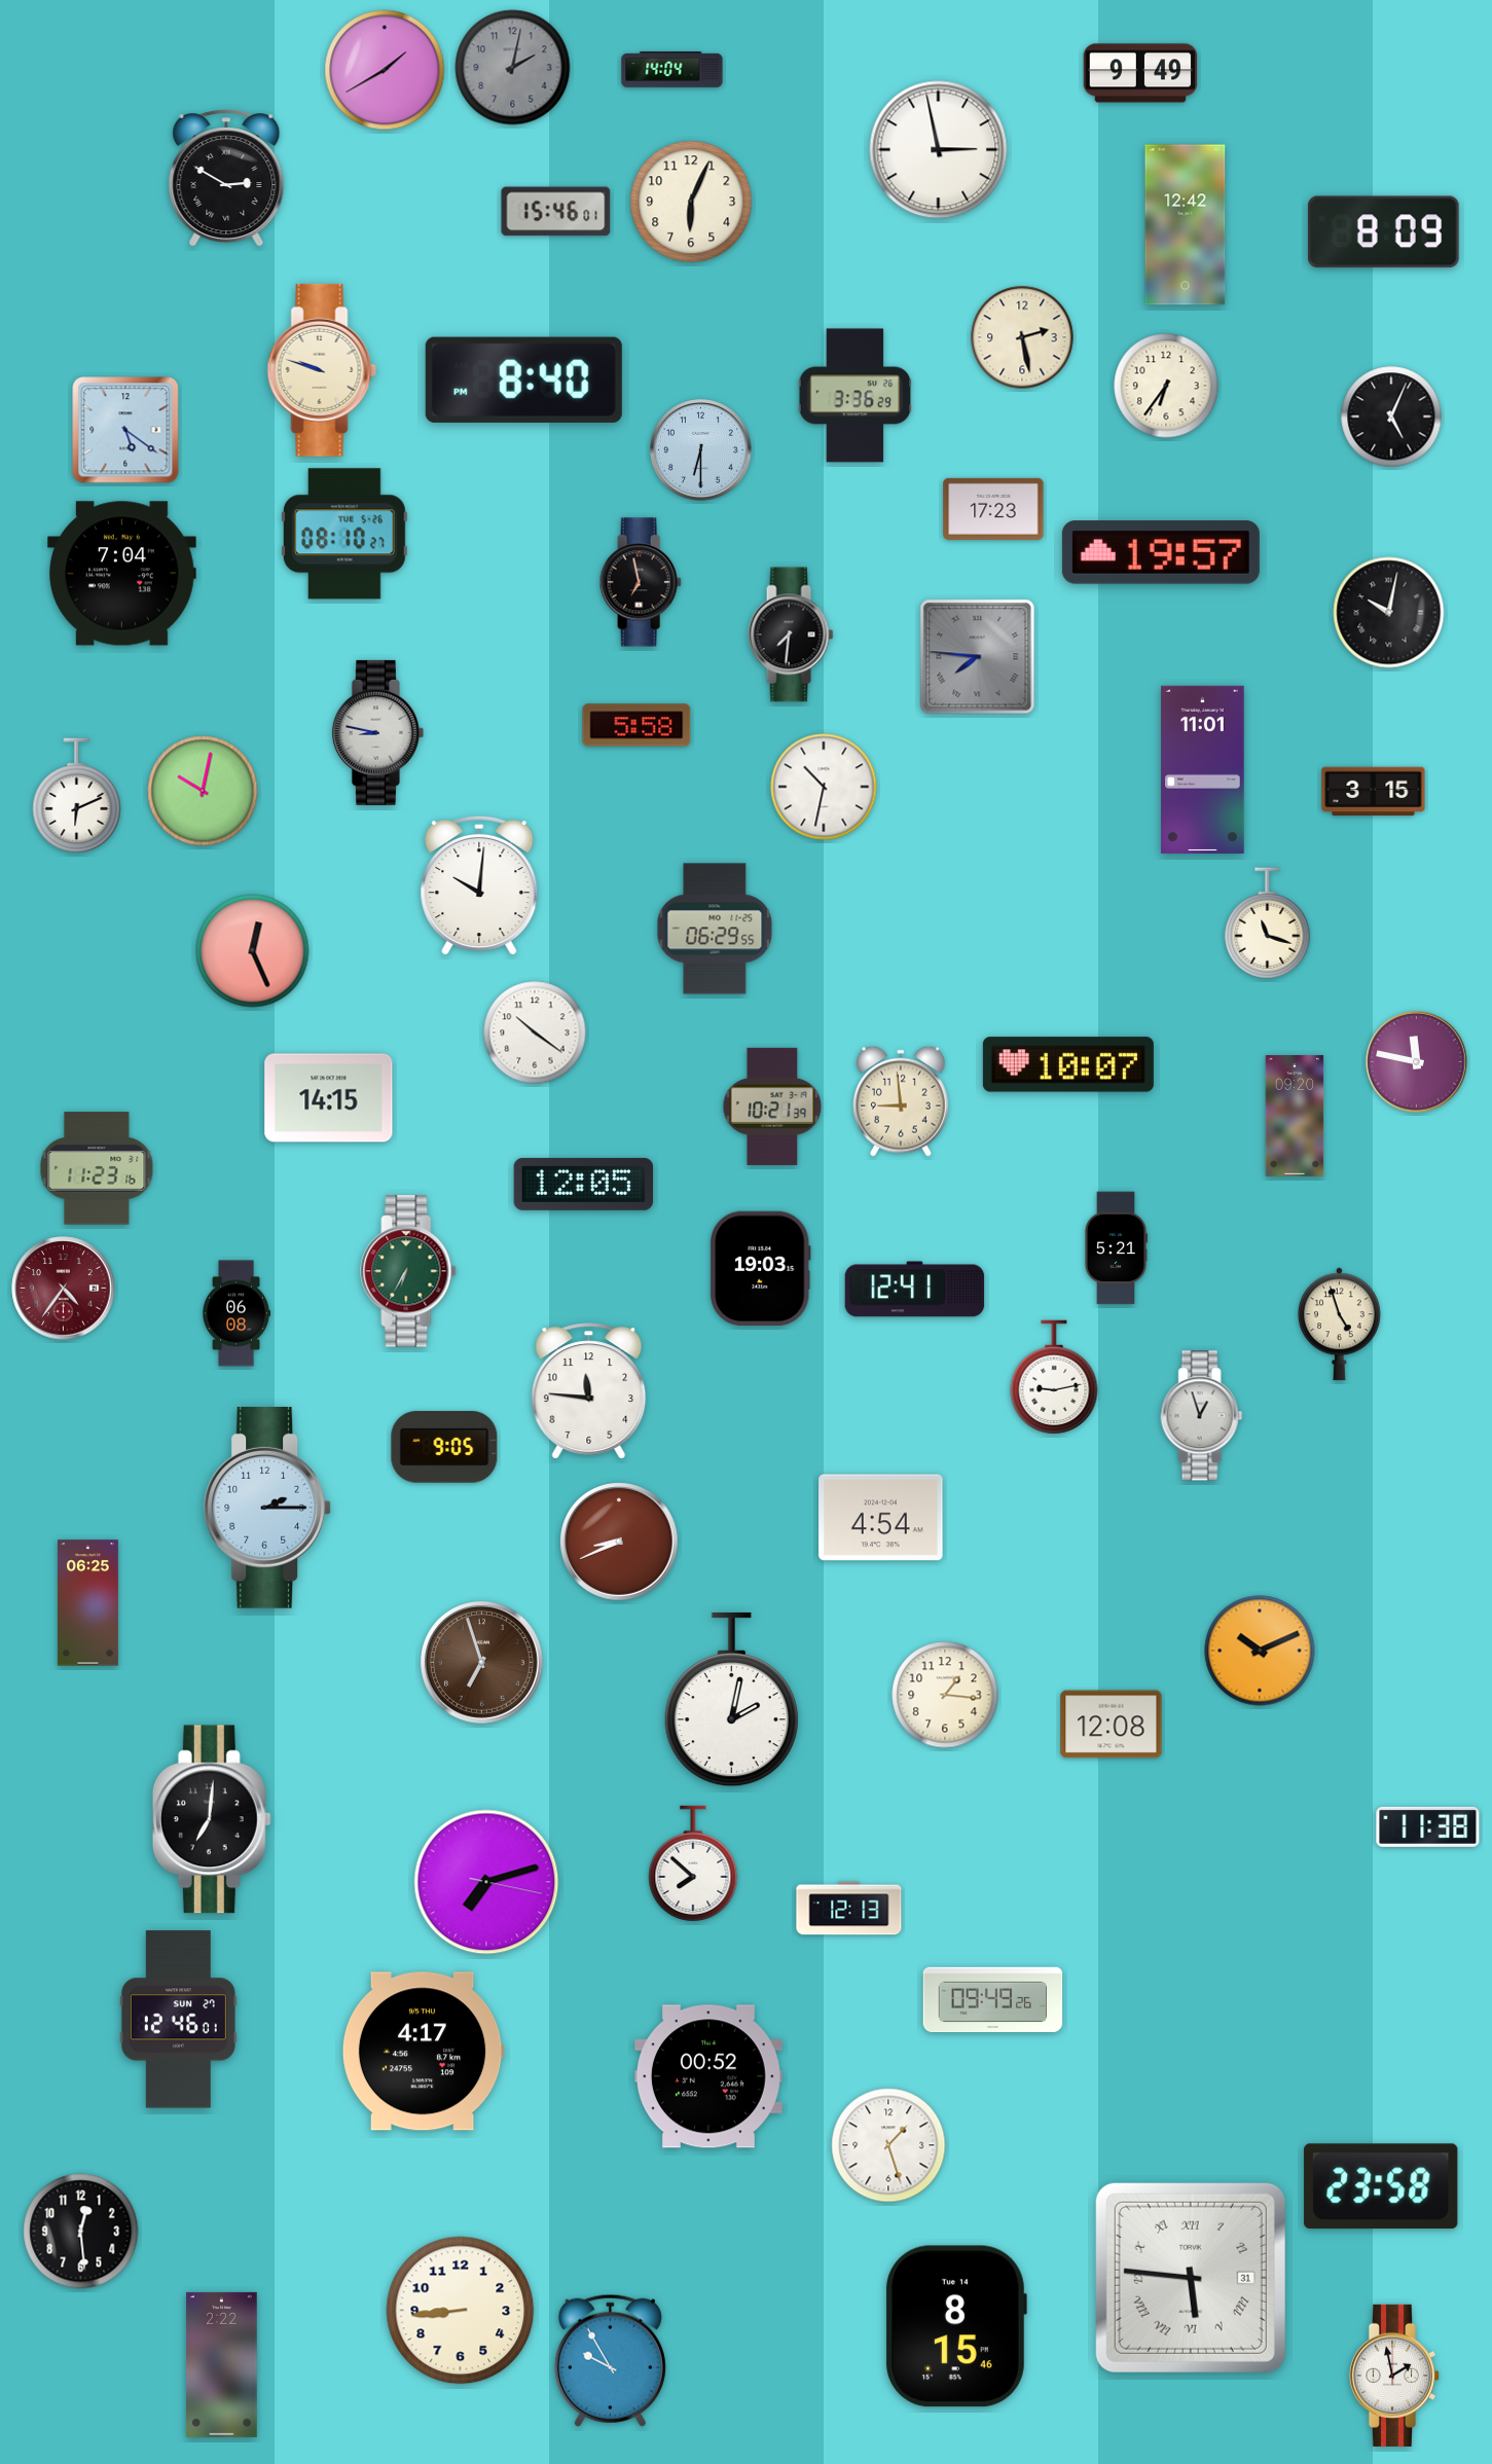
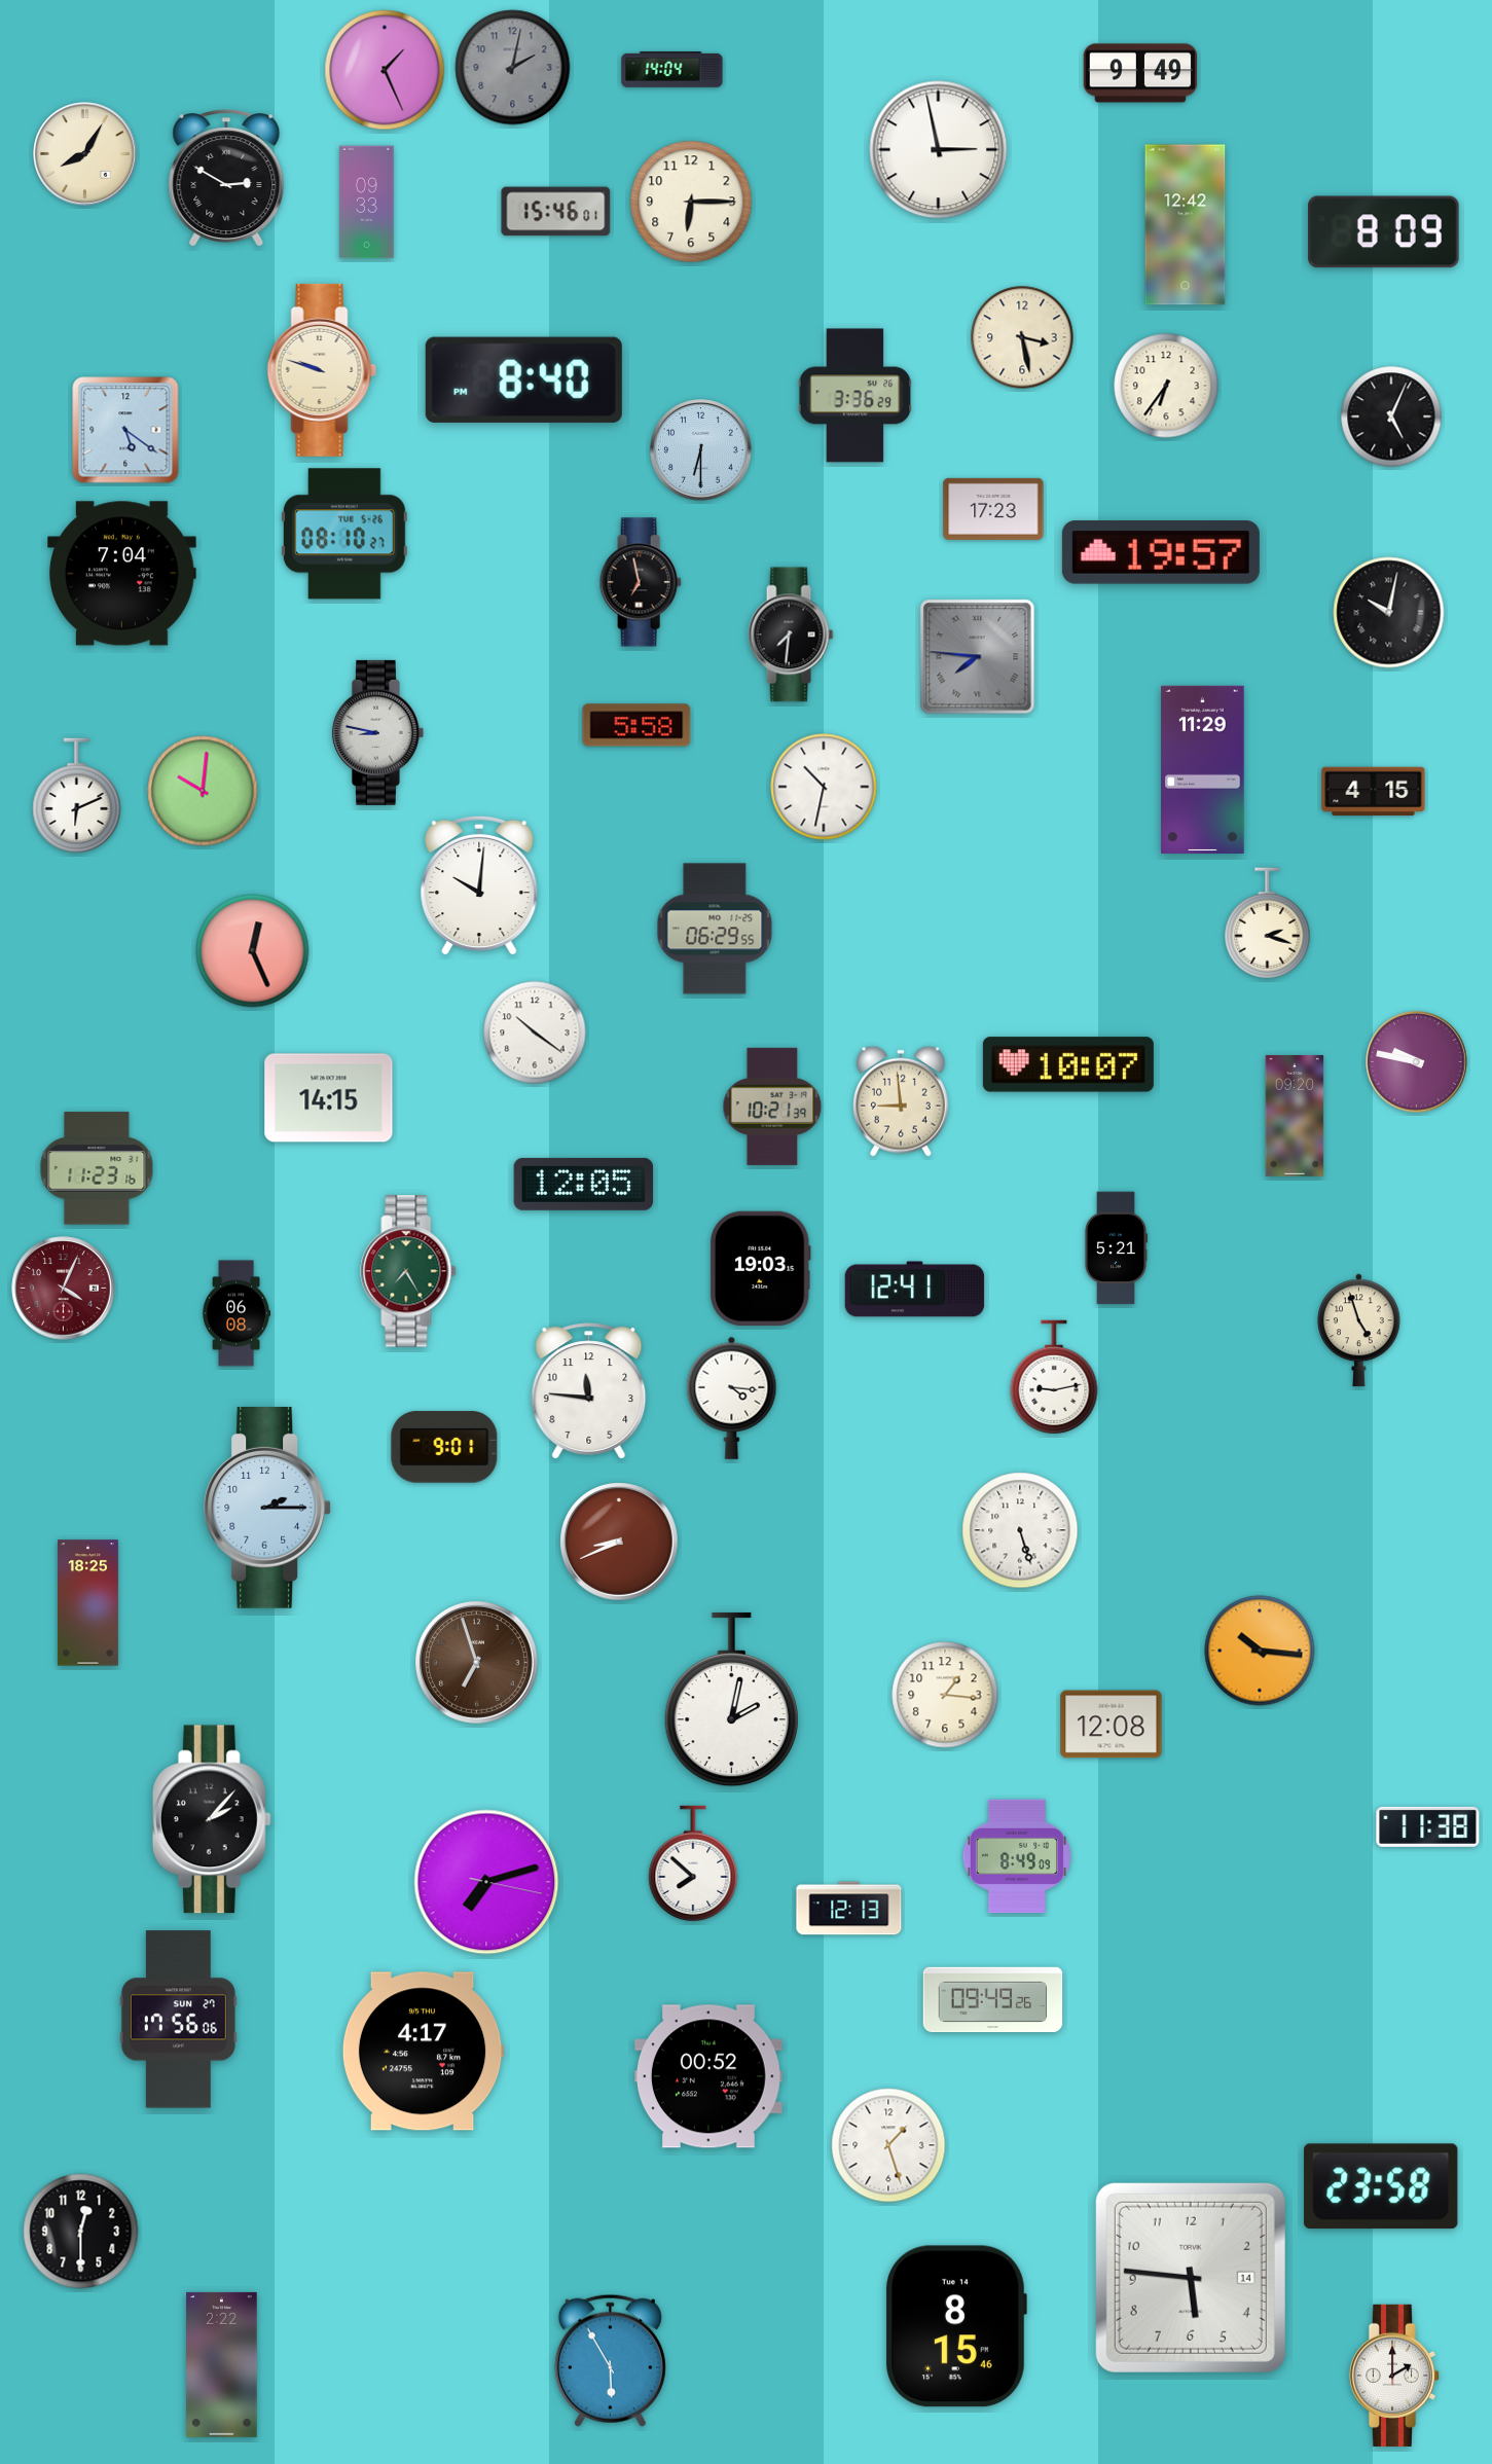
clock at (385, 70): 1:40 -> 1:26
clock at (85, 154): none -> 8:05
clock at (691, 202): 6:04 -> 6:15
clock at (367, 203): none -> 09:33
clock at (1022, 337): 2:28 -> 3:28
clock at (1203, 769): 11:01 -> 11:29
clock at (203, 791): 10:02 -> 10:01
clock at (1374, 792): 3:15 -> 4:15
clock at (1268, 923): 11:18 -> 2:18
clock at (1417, 1062): 11:47 -> 9:47
clock at (408, 1271): 6:35 -> 7:25
clock at (64, 1289): 4:36 -> 4:04
clock at (1340, 1325) position: (1340, 1325) -> (1359, 1331)
clock at (732, 1398): none -> 4:16
clock at (1202, 1416): 12:57 -> none
clock at (444, 1447): 9:05 -> 9:01
clock at (881, 1518): 4:54 -> none
clock at (1020, 1530): none -> 5:27
clock at (87, 1603): 06:25 -> 18:25
clock at (1260, 1651): 10:11 -> 10:16
clock at (482, 1663) position: (482, 1663) -> (477, 1663)
clock at (212, 1819): 7:01 -> 2:07
clock at (1017, 1856): none -> 8:49
clock at (178, 2020): 12:46 -> 17:56
clock at (81, 2232): 12:29 -> 12:30
clock at (1191, 2278) date: 31 -> 14
clock at (1191, 2278) numerals: Roman -> Arabic
clock at (461, 2311): 8:44 -> none
clock at (610, 2360): 9:55 -> 5:55
clock at (1394, 2376): 1:58 -> 2:00
